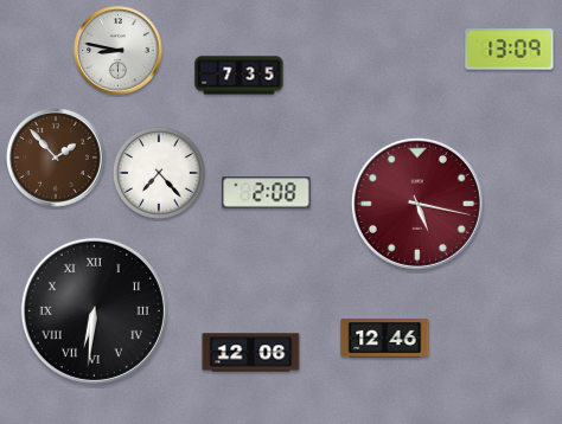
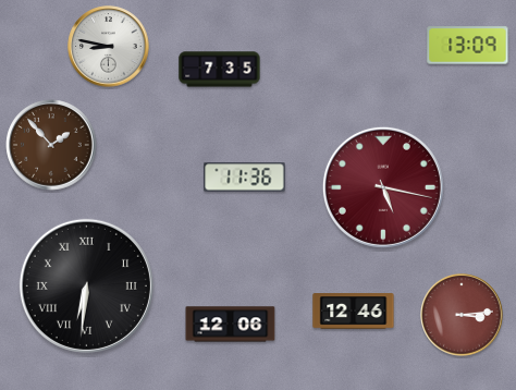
clock at (159, 173): 7:23 -> none
clock at (267, 193): 2:08 -> 11:36
clock at (462, 315): none -> 3:14
